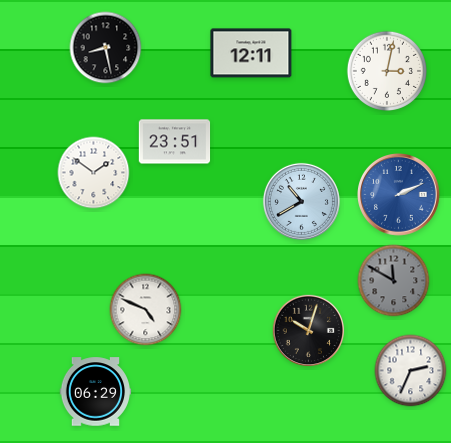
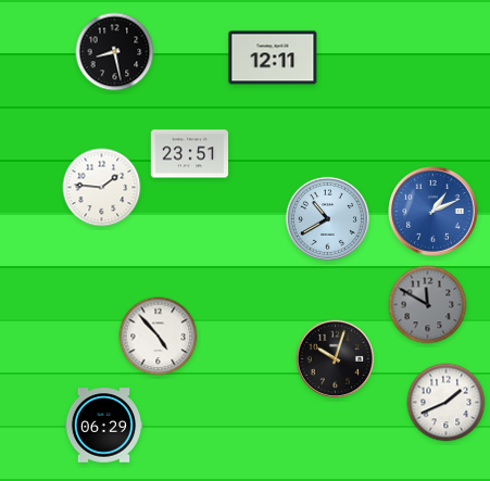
clock at (386, 70): 3:02 -> none
clock at (94, 173): 1:51 -> 1:46
clock at (399, 195): 2:11 -> 1:11
clock at (146, 310): 4:49 -> 4:53
clock at (411, 371): 2:34 -> 1:41
